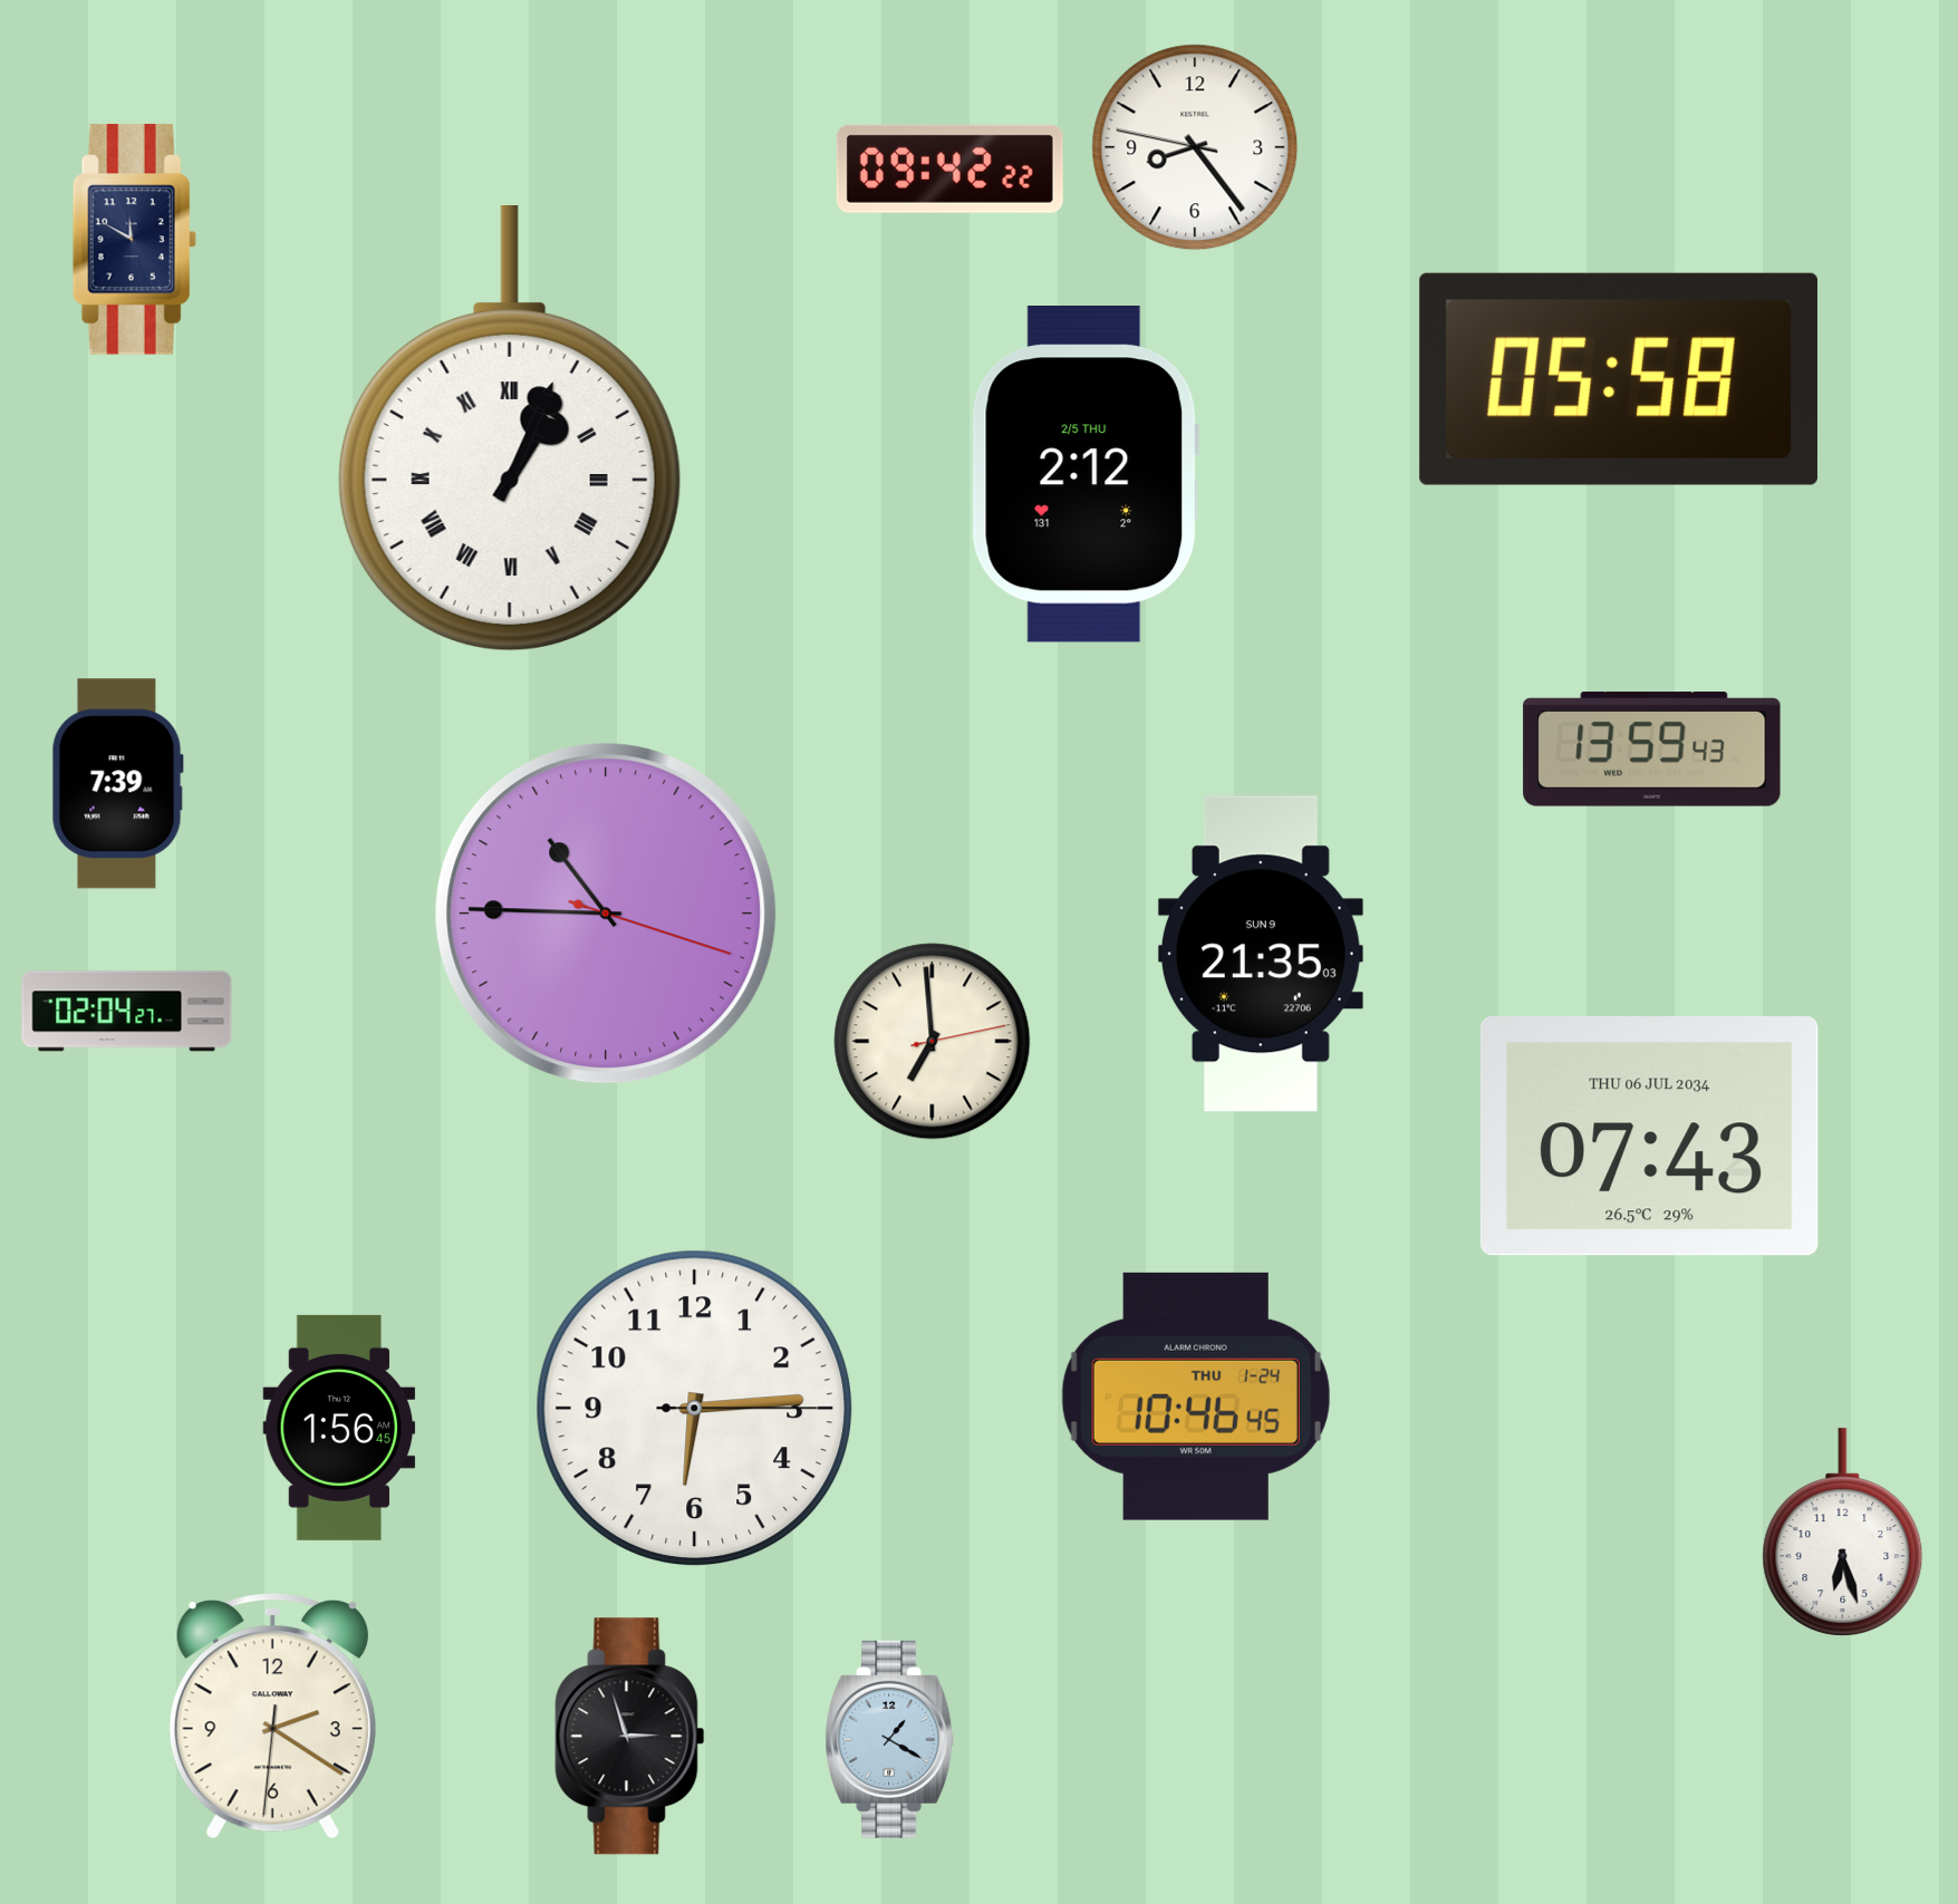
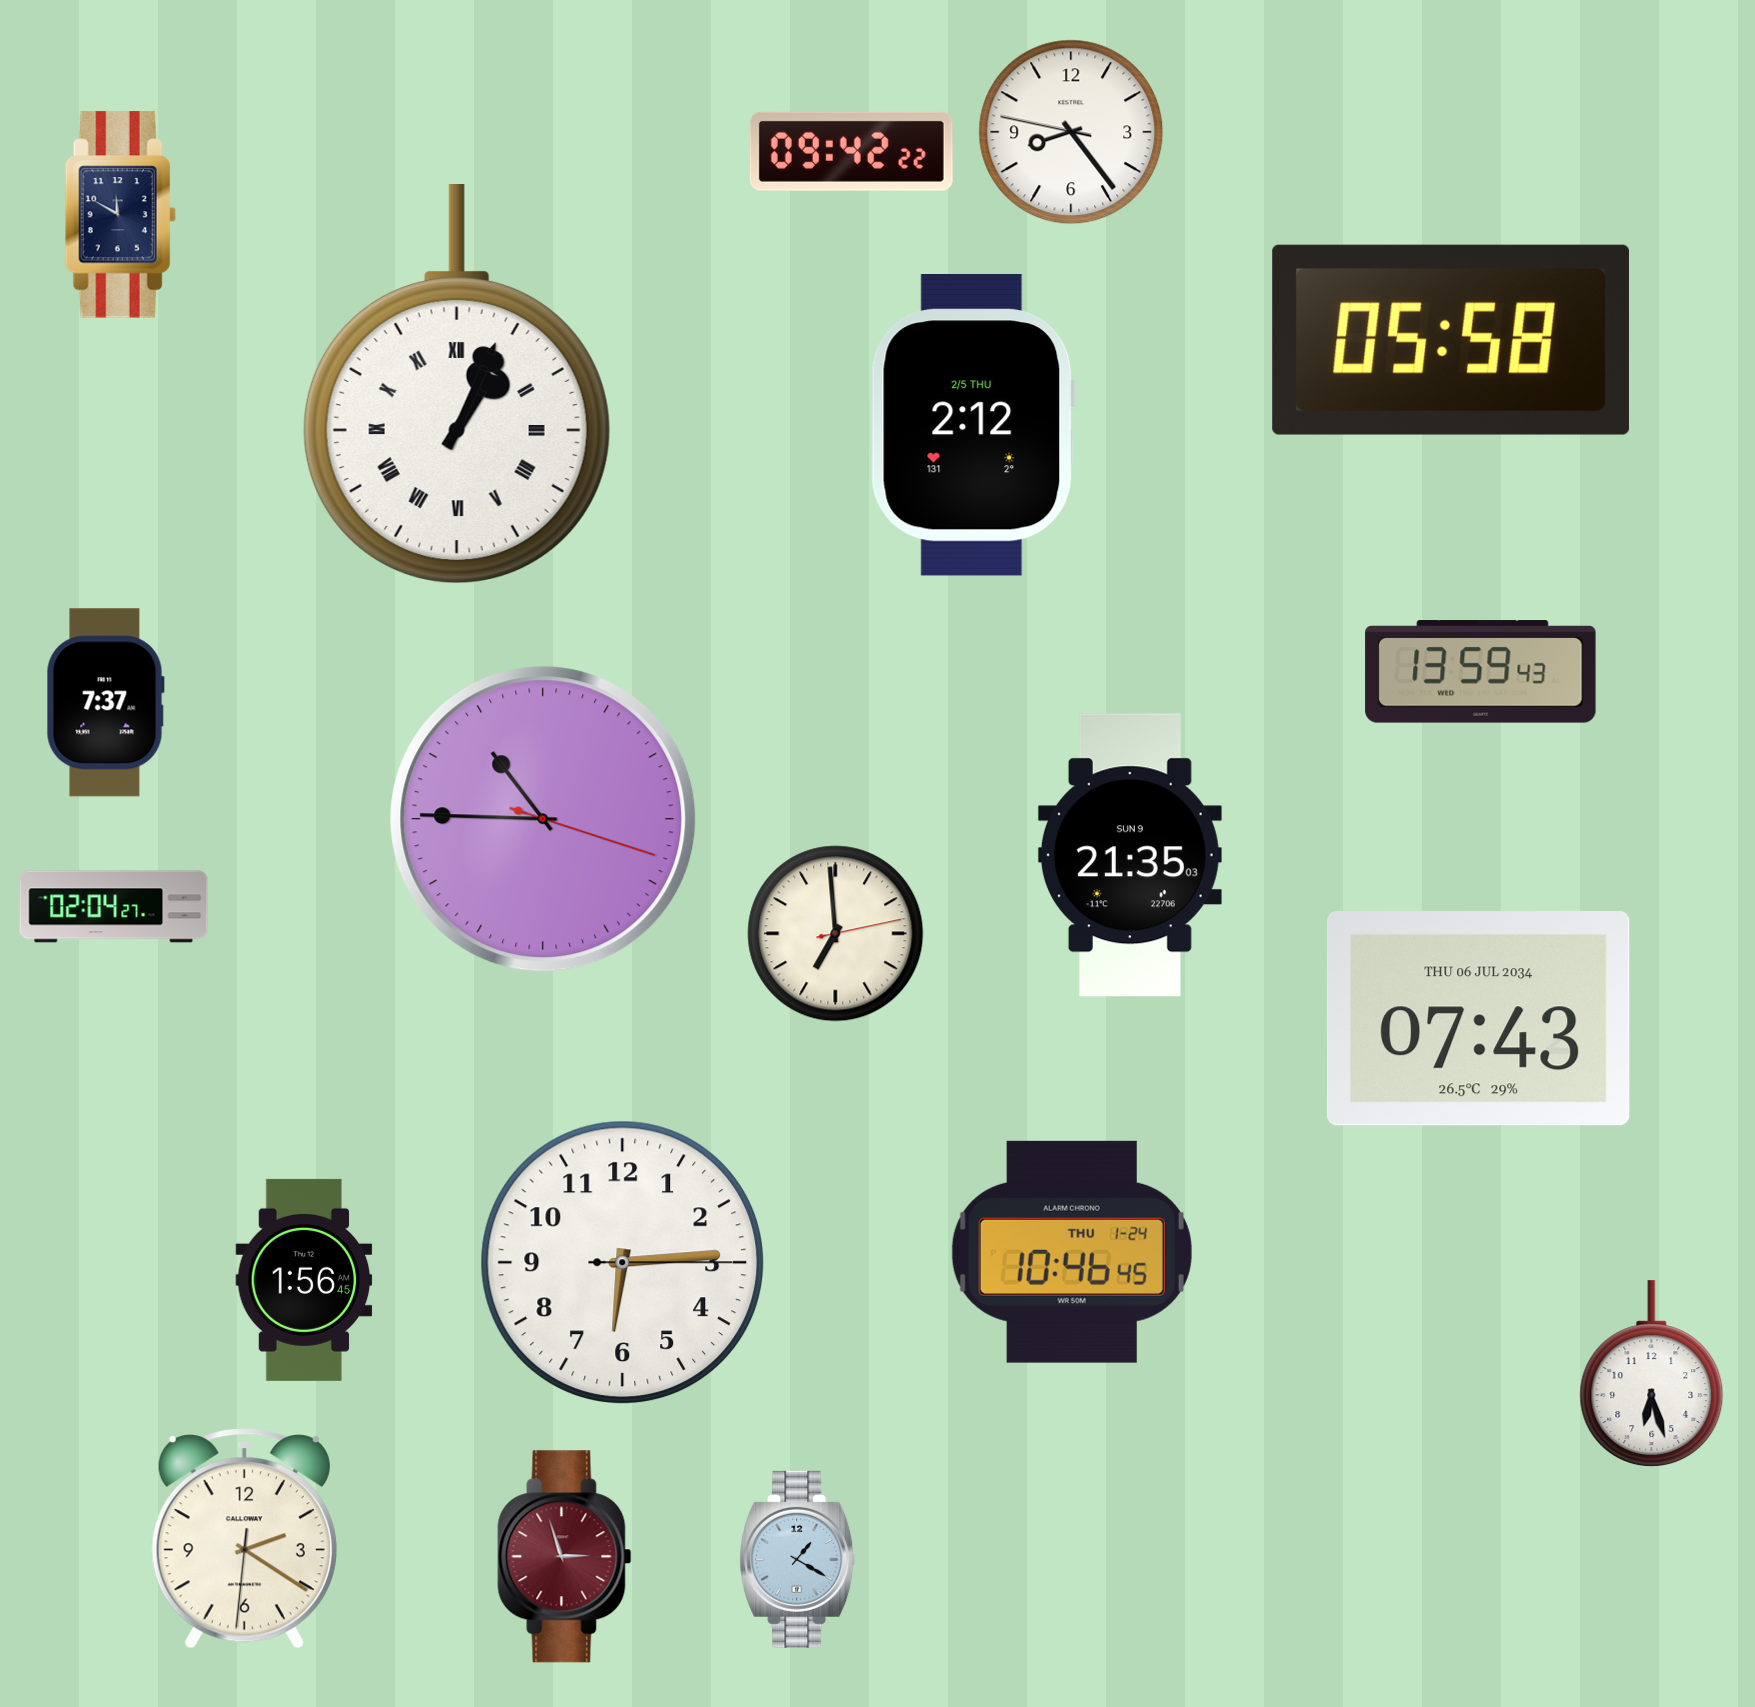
clock at (117, 784): 7:39 -> 7:37
clock at (630, 1737) dial: black -> burgundy
